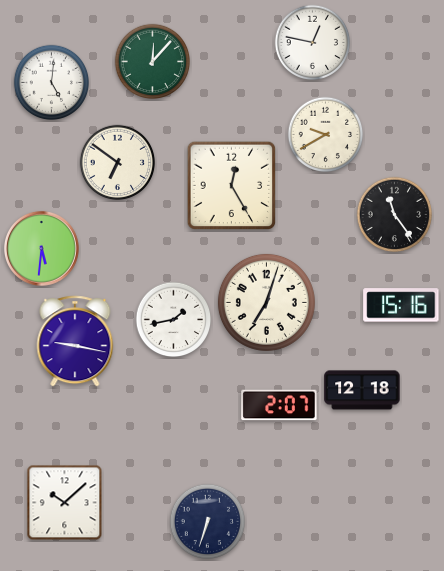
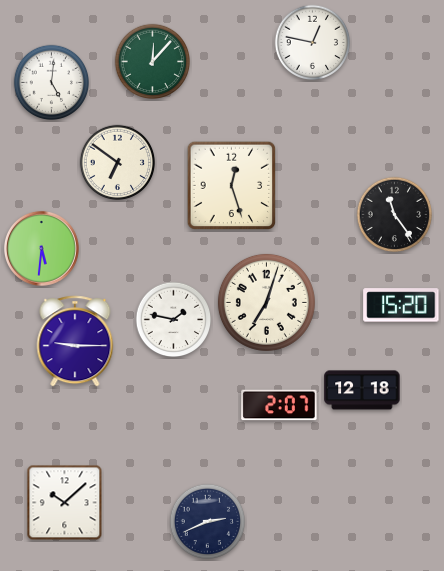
clock at (326, 135): 9:40 -> none
clock at (232, 186): 12:25 -> 12:27
clock at (401, 305): 15:16 -> 15:20
clock at (174, 320): 1:43 -> 1:47
clock at (75, 341): 9:17 -> 9:15
clock at (208, 522): 6:33 -> 2:41
